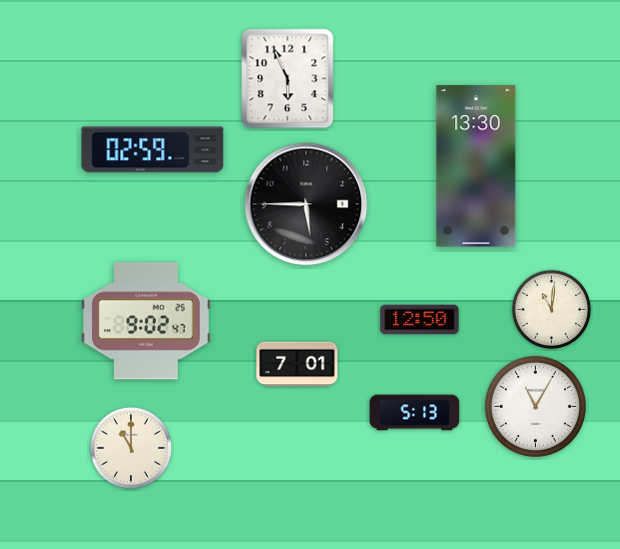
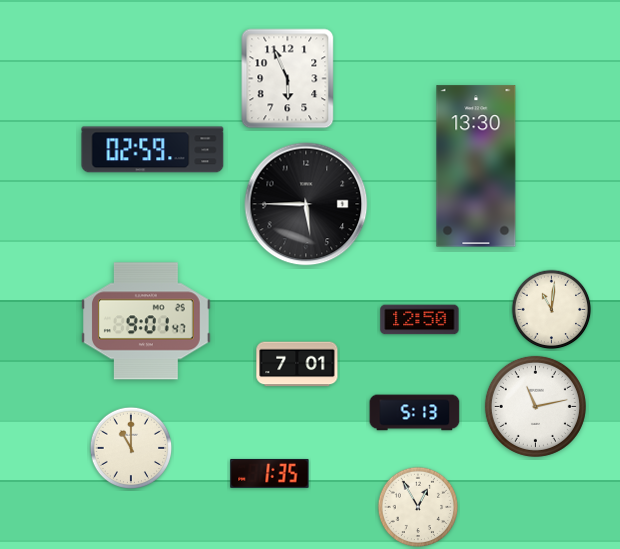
clock at (147, 321): 9:02 -> 9:01
clock at (535, 406): 11:05 -> 11:13
clock at (270, 473): none -> 1:35
clock at (418, 507): none -> 12:55
